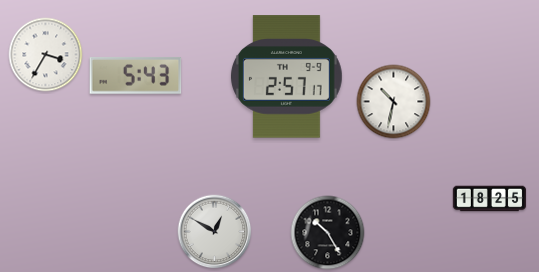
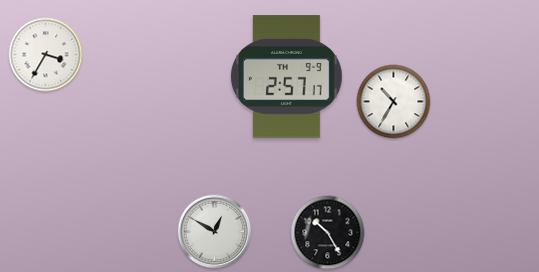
clock at (136, 76): 5:43 -> none
clock at (394, 102): 10:32 -> 10:35
clock at (490, 199): 18:25 -> none
